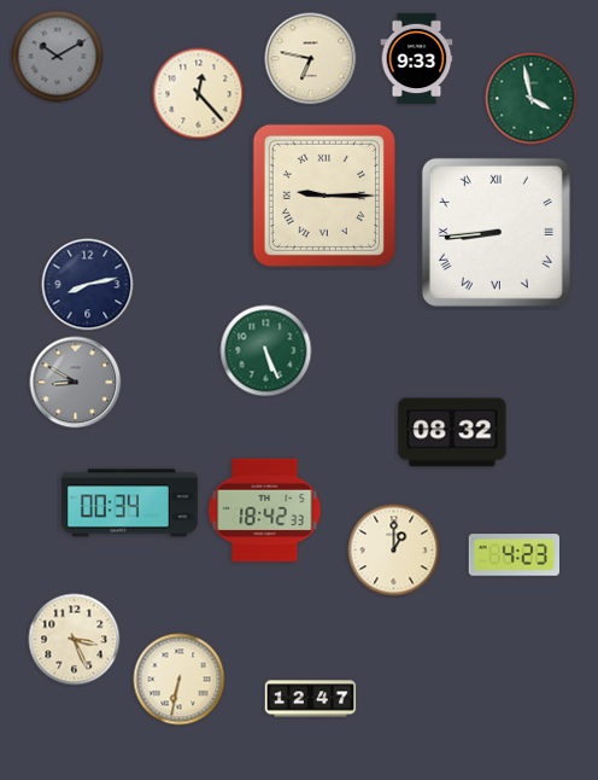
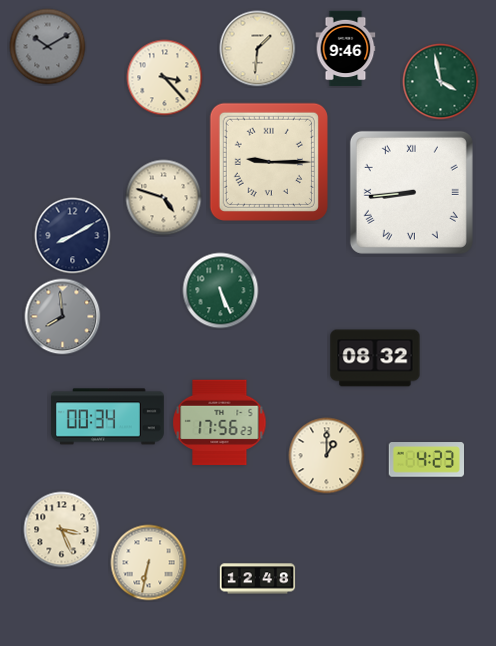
clock at (311, 59): 6:47 -> 1:31
clock at (417, 59): 9:33 -> 9:46
clock at (199, 94): 12:23 -> 3:23
clock at (164, 198): none -> 4:48
clock at (88, 285): 8:13 -> 8:10
clock at (76, 383): 8:50 -> 7:59
clock at (265, 511): 18:42 -> 17:56
clock at (311, 699): 12:47 -> 12:48
